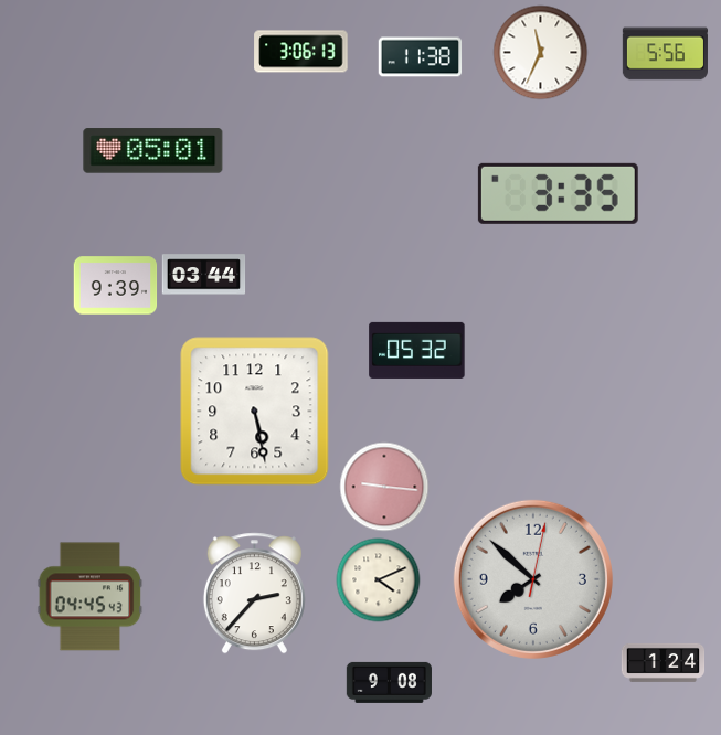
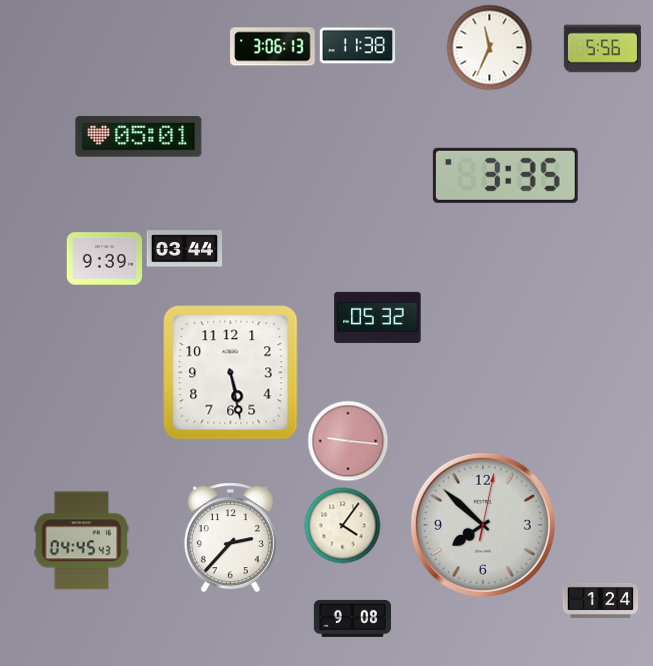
clock at (421, 57) position: (421, 57) -> (358, 46)
clock at (379, 580): 4:11 -> 4:06
